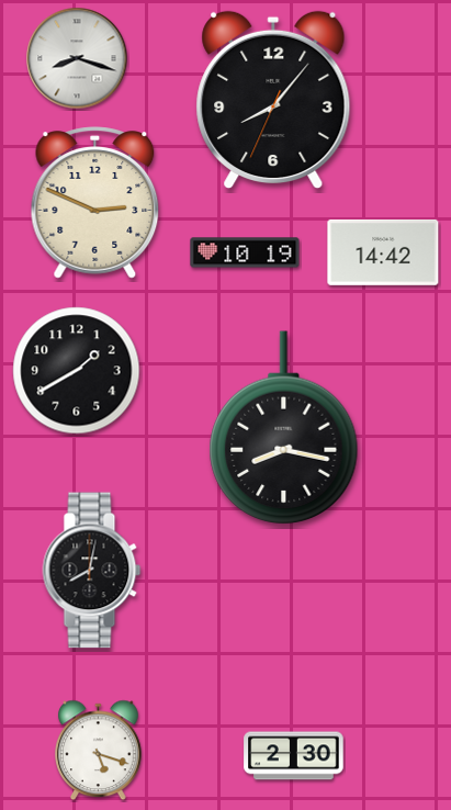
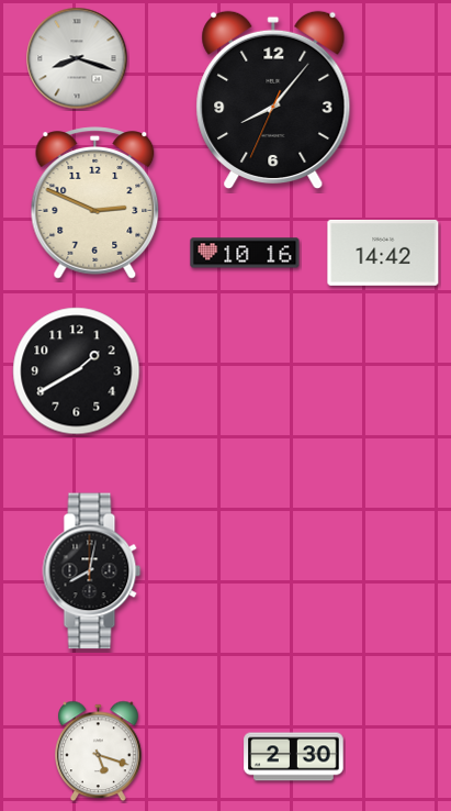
clock at (245, 252): 10:19 -> 10:16
clock at (284, 427): 8:17 -> none
